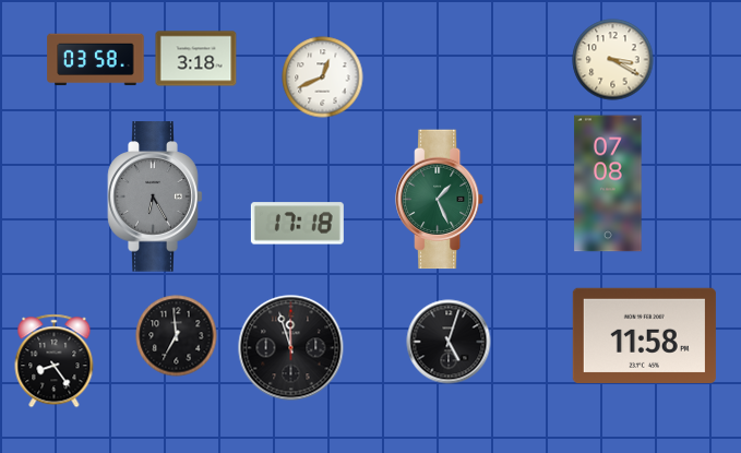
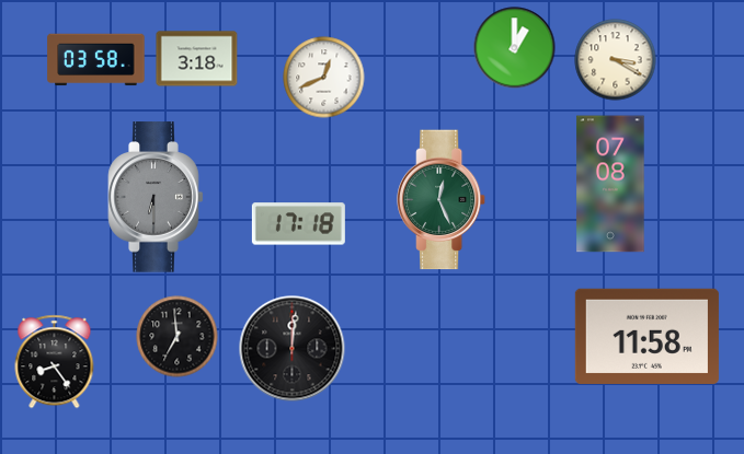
clock at (515, 48): none -> 1:00
clock at (155, 196): 6:25 -> 6:30
clock at (441, 200): 1:26 -> 12:26
clock at (449, 342): 5:03 -> none
clock at (291, 348): 11:57 -> 12:01
